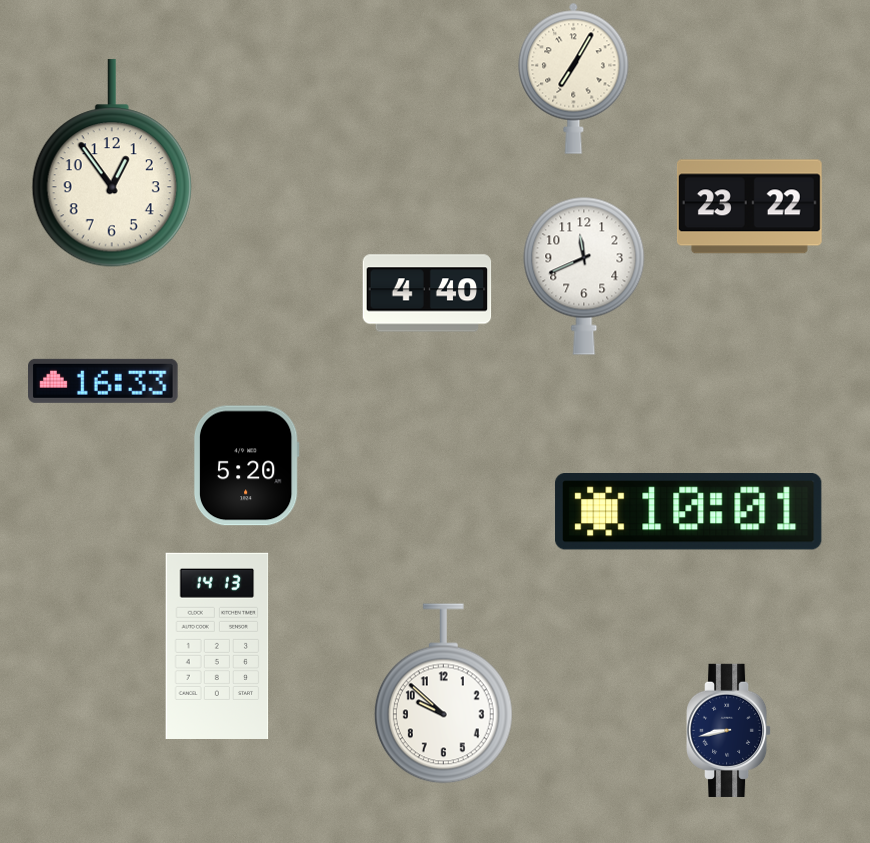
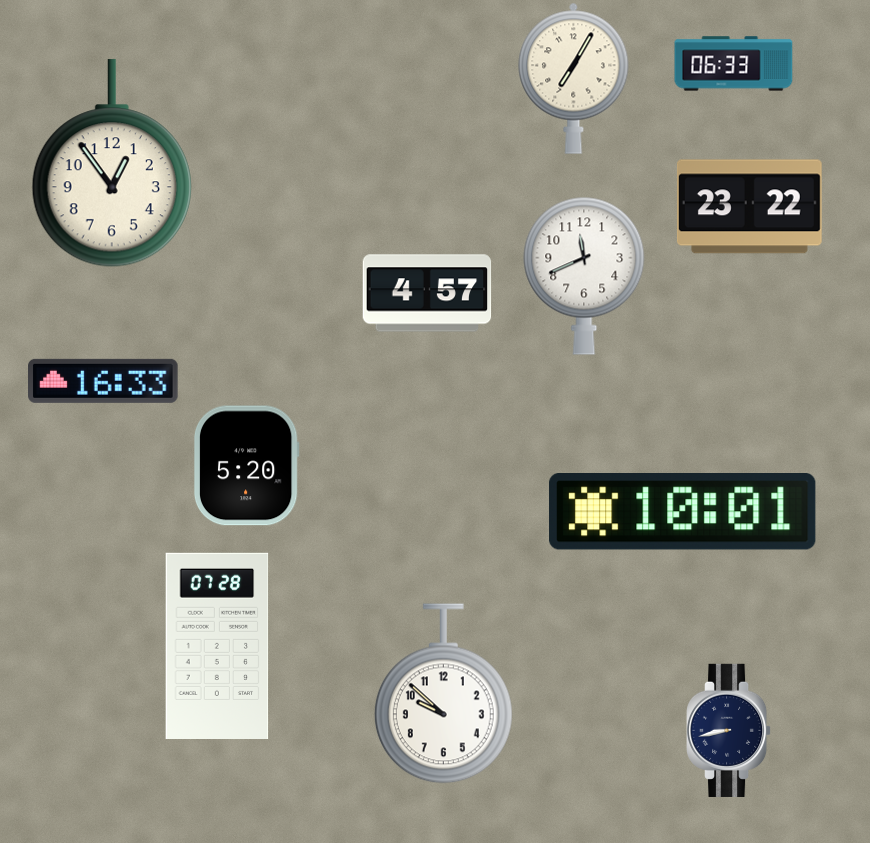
clock at (734, 64): none -> 06:33
clock at (427, 293): 4:40 -> 4:57
clock at (689, 512) position: (689, 512) -> (683, 512)
clock at (217, 645): 14:13 -> 07:28
